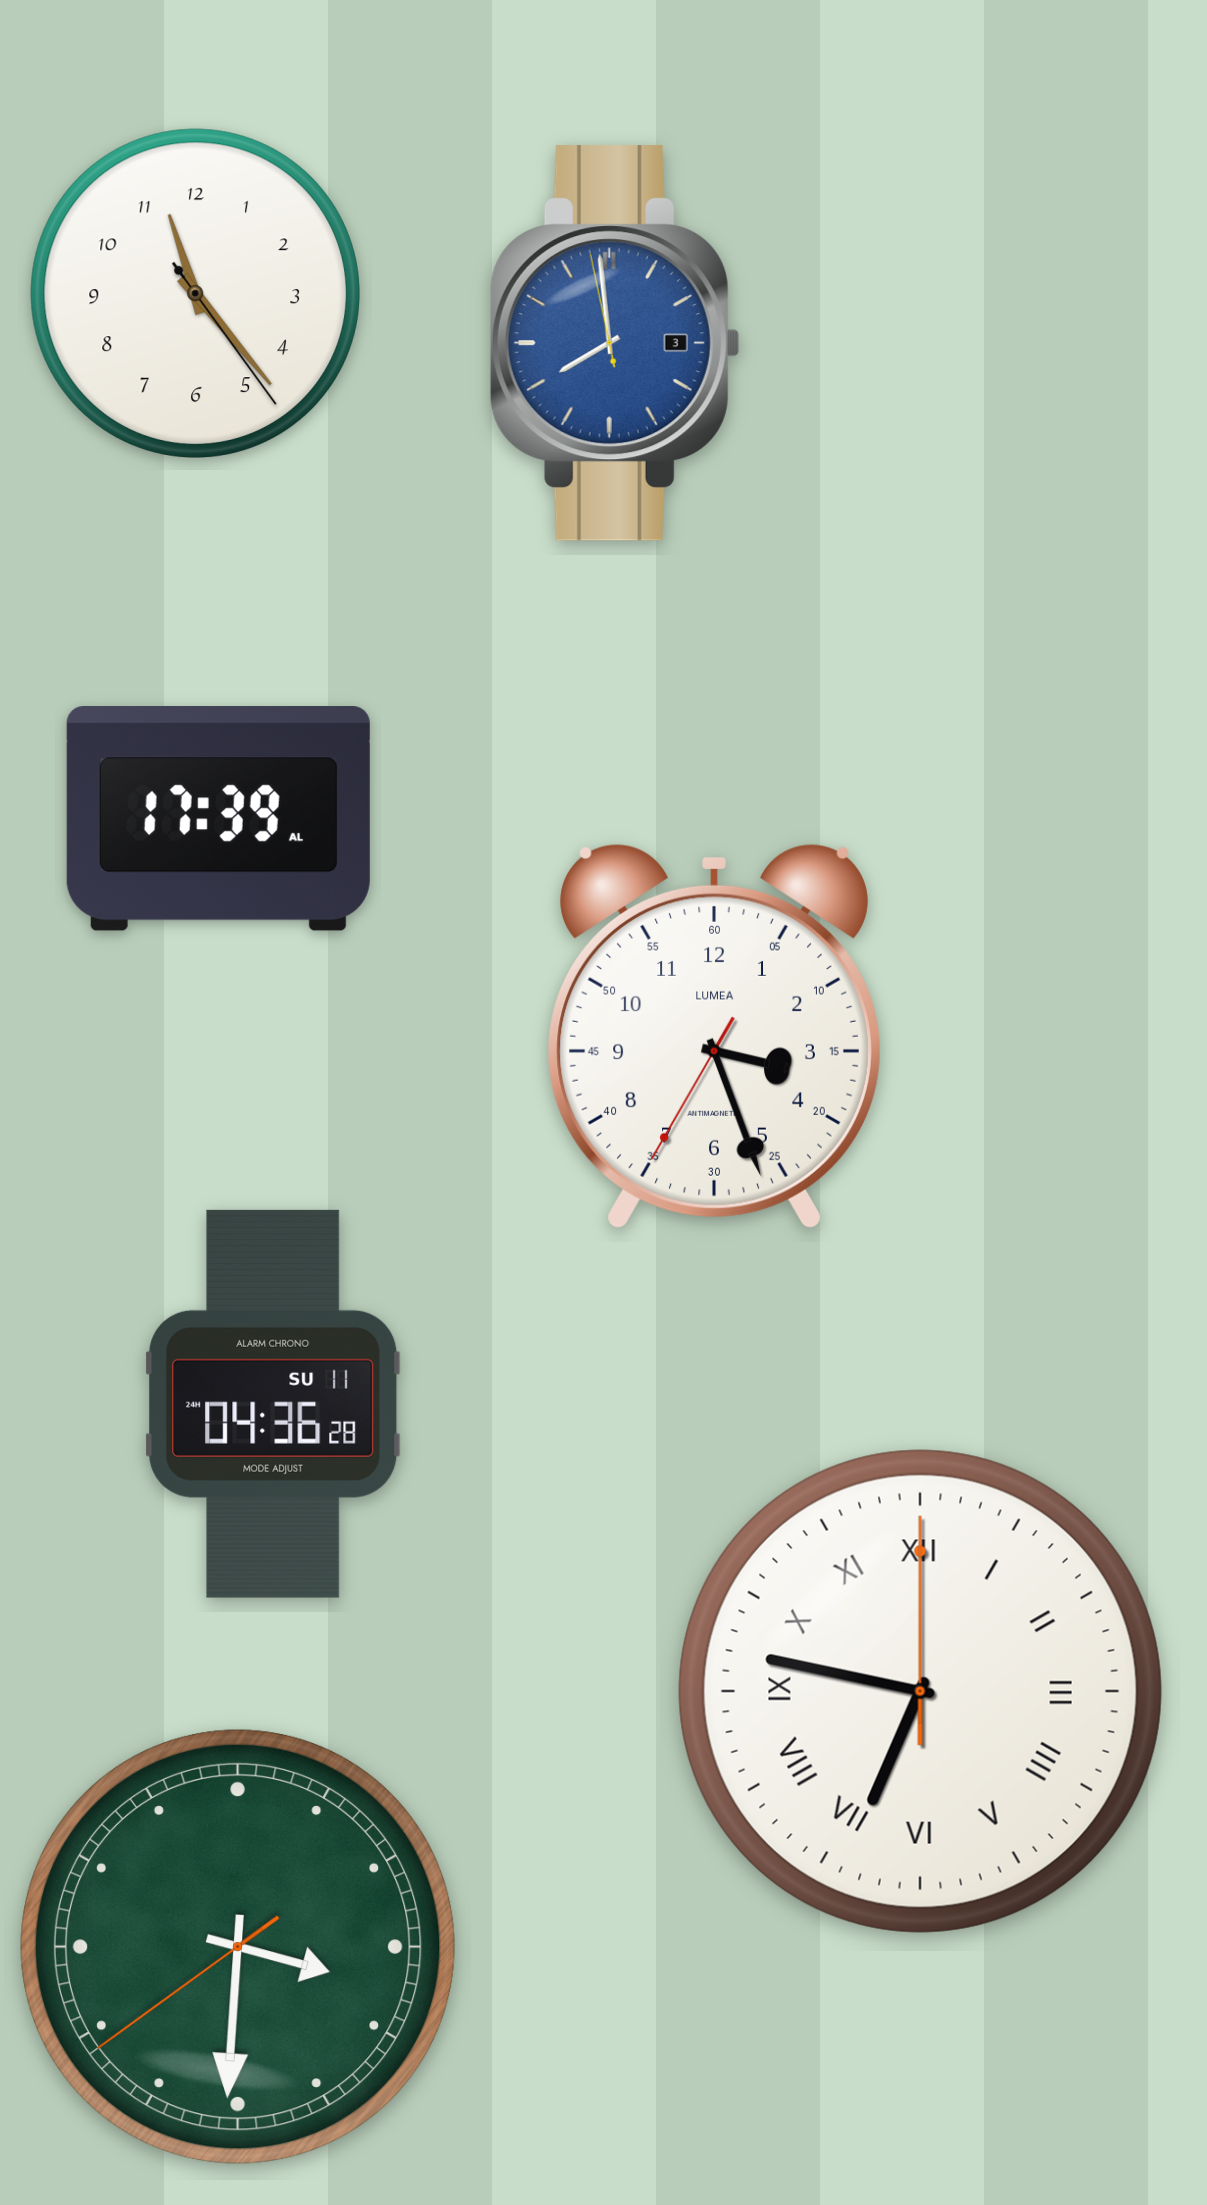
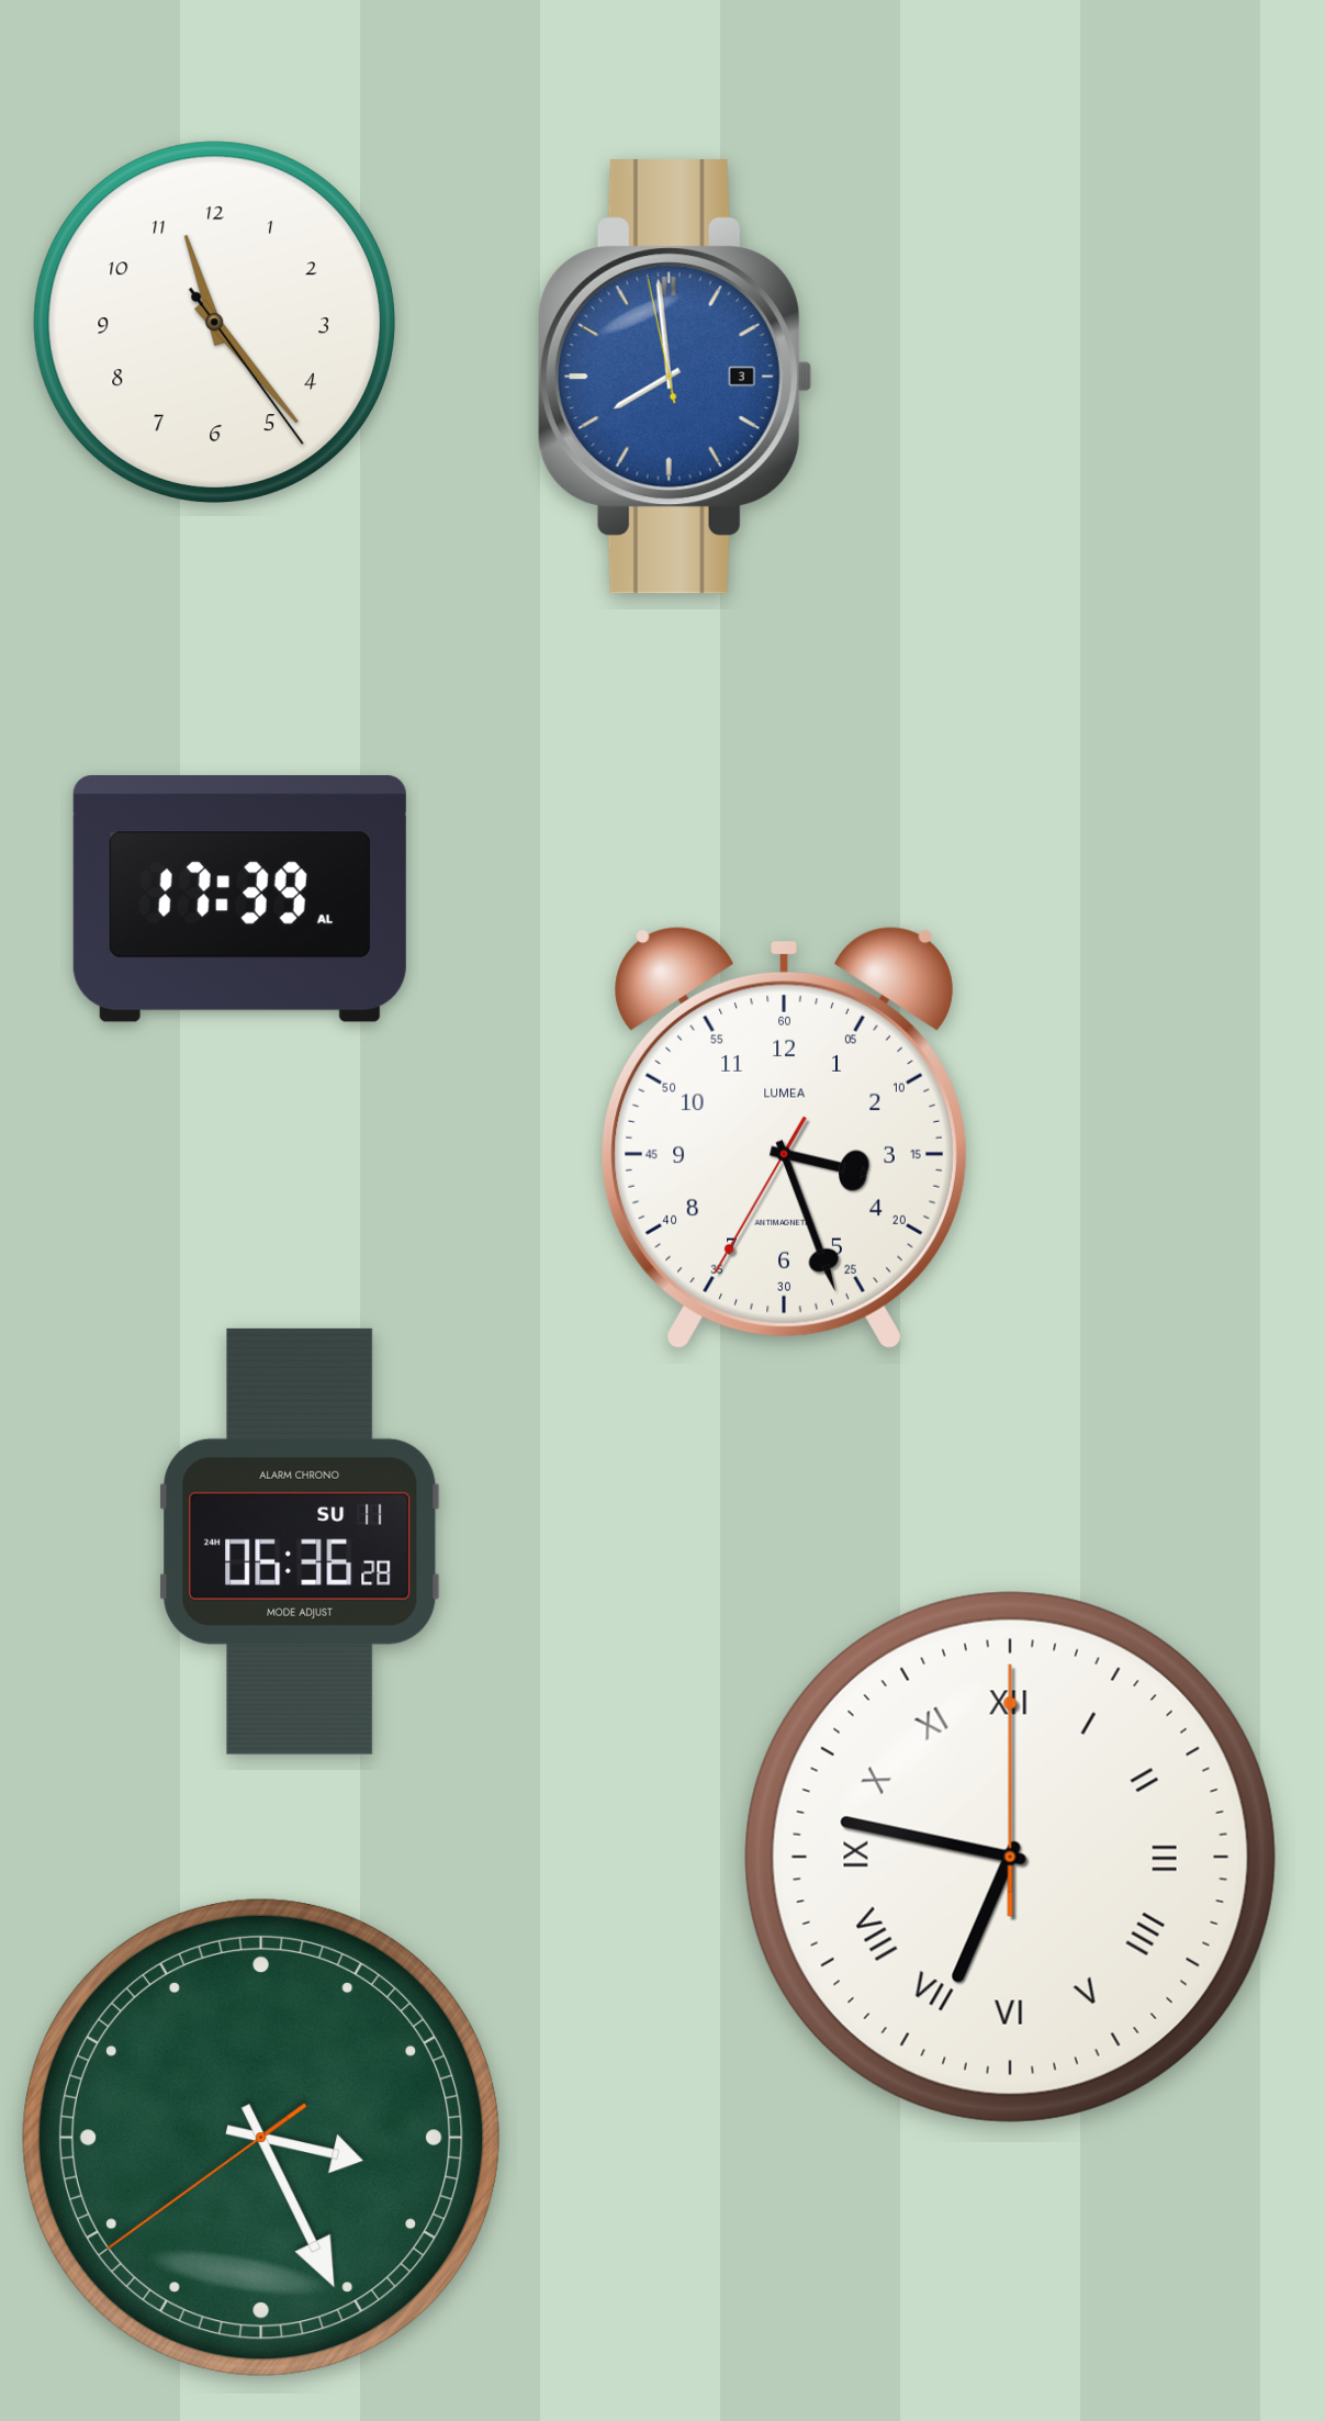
clock at (273, 1404): 04:36 -> 06:36
clock at (238, 1947): 3:30 -> 3:25
